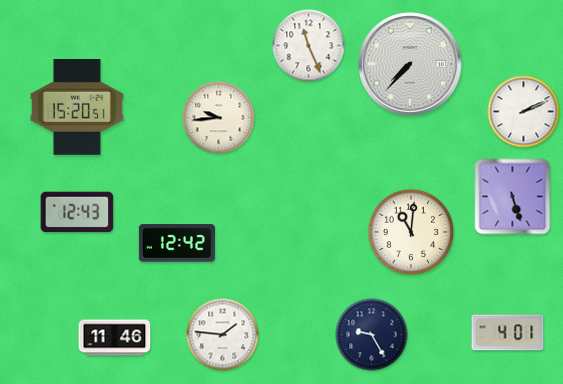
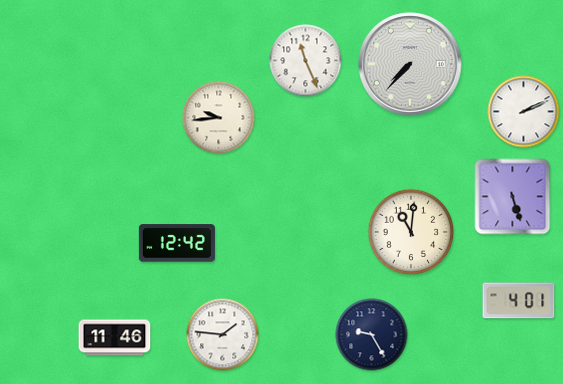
clock at (309, 46) position: (309, 46) -> (306, 61)
clock at (77, 108): 15:20 -> none
clock at (77, 212): 12:43 -> none
clock at (508, 333) position: (508, 333) -> (519, 301)
